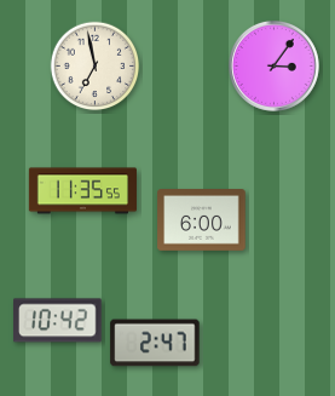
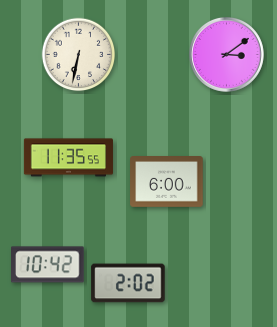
clock at (96, 67): 6:58 -> 6:32
clock at (275, 67): 3:06 -> 3:09
clock at (155, 343): 2:47 -> 2:02
